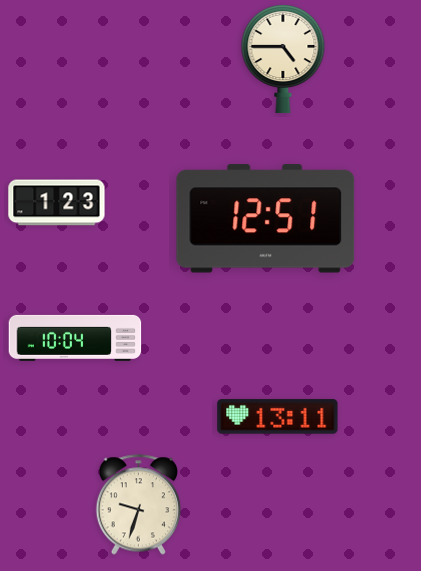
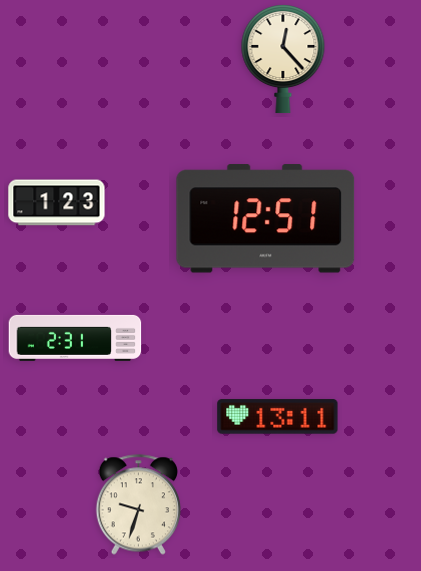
clock at (283, 60): 4:45 -> 12:23
clock at (75, 338): 10:04 -> 2:31
